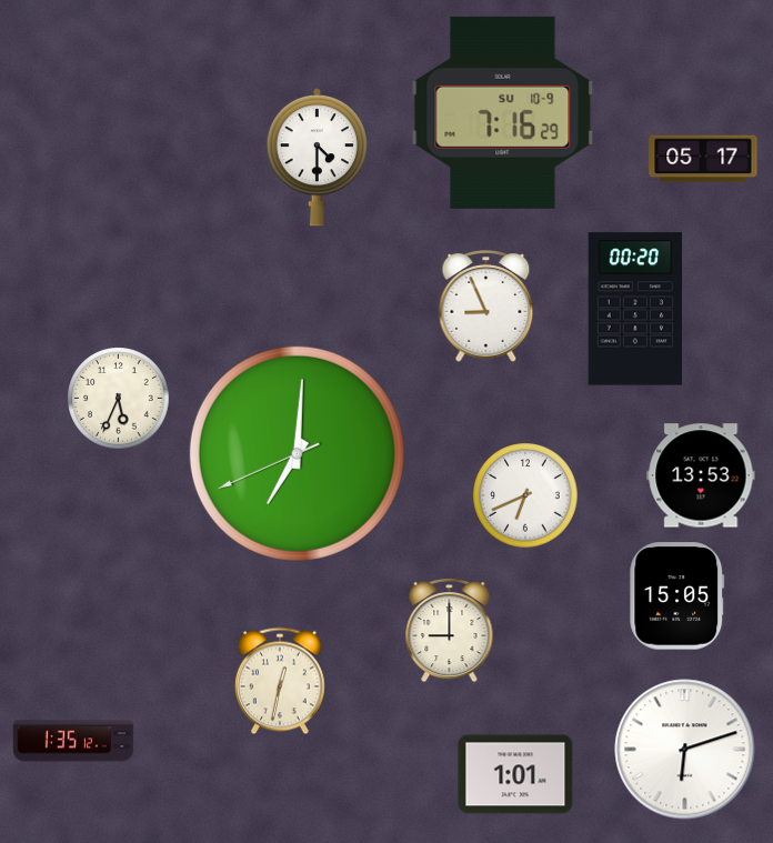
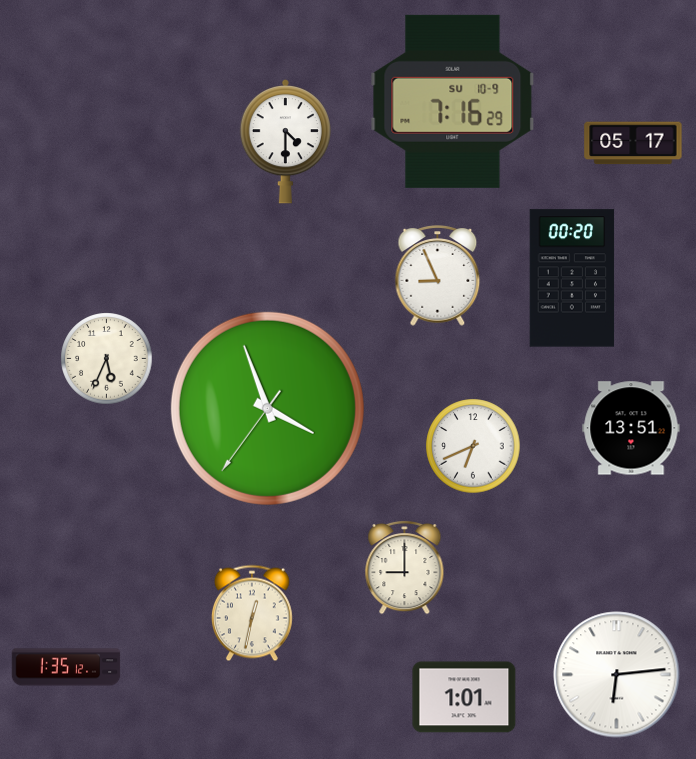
clock at (297, 453): 7:00 -> 3:56
clock at (701, 475): 13:53 -> 13:51
clock at (677, 596): 15:05 -> none
clock at (685, 750): 6:12 -> 6:14
